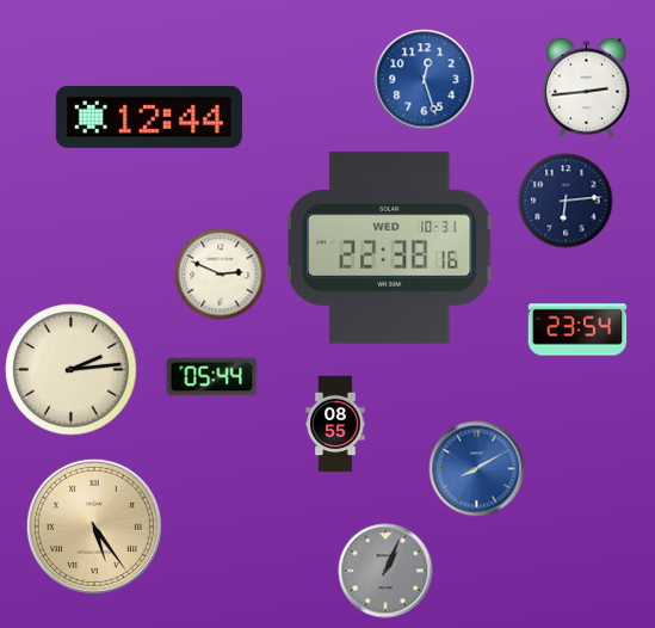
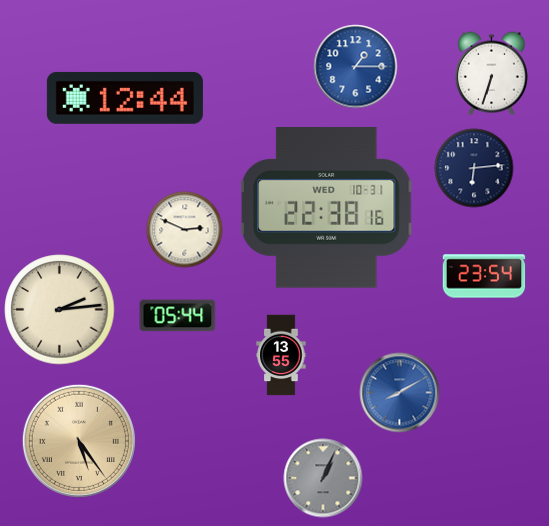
clock at (425, 80): 12:27 -> 1:15
clock at (586, 88): 2:44 -> 6:33
clock at (335, 424): 08:55 -> 13:55
